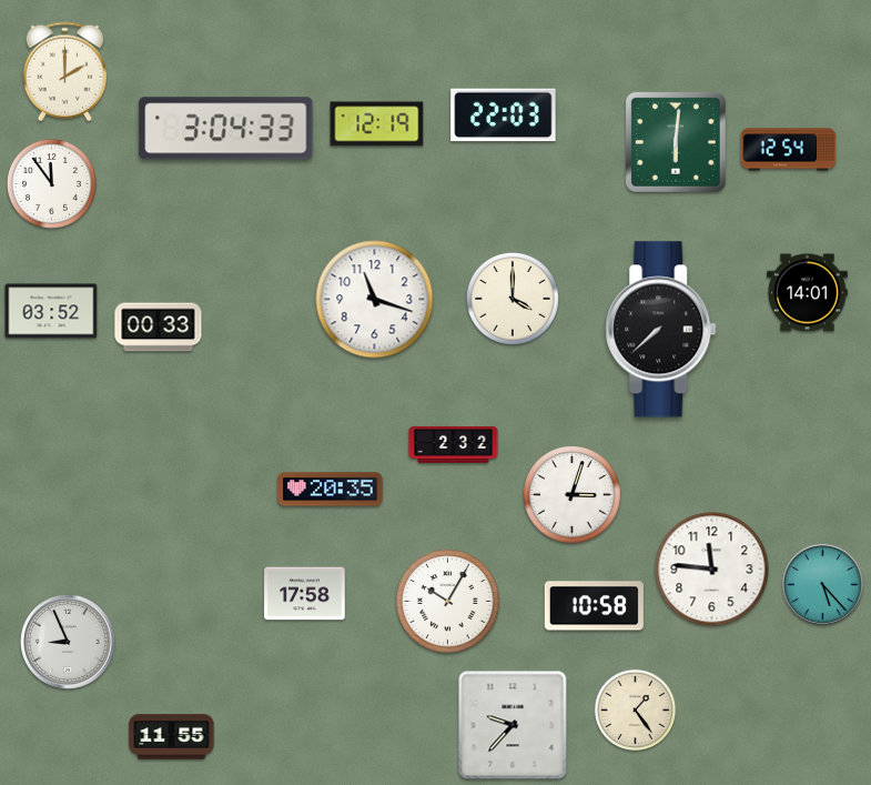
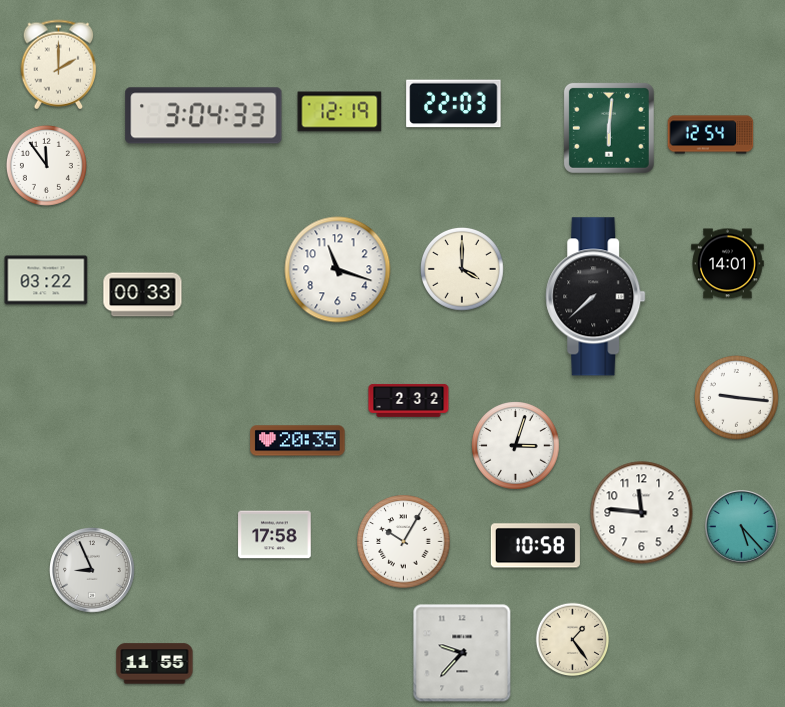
clock at (51, 311): 03:52 -> 03:22
clock at (737, 398): none -> 9:16
clock at (68, 642) position: (68, 642) -> (92, 570)
